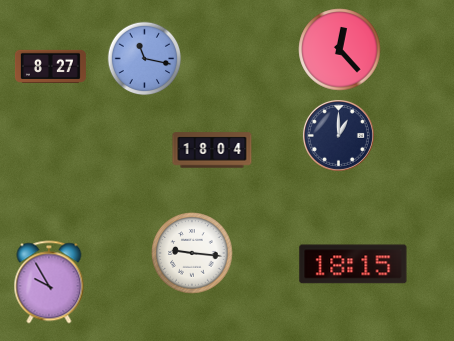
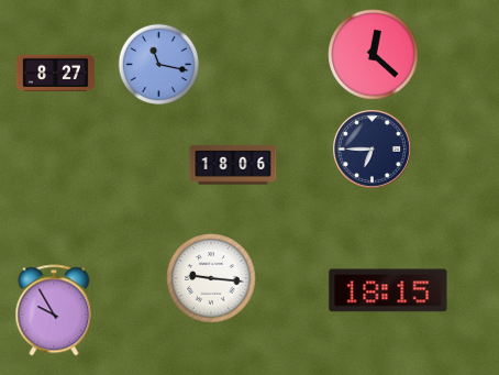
clock at (340, 50): 12:23 -> 12:22
clock at (338, 135): 1:00 -> 6:45
clock at (212, 150): 18:04 -> 18:06
